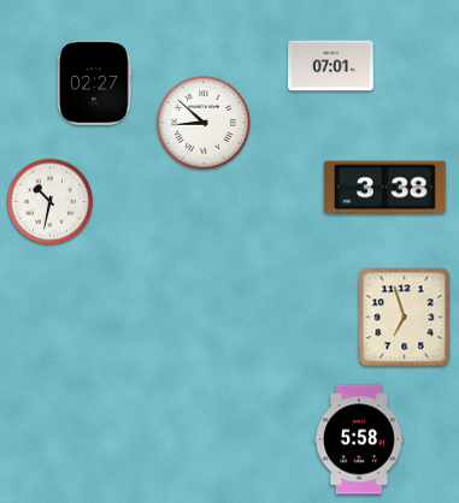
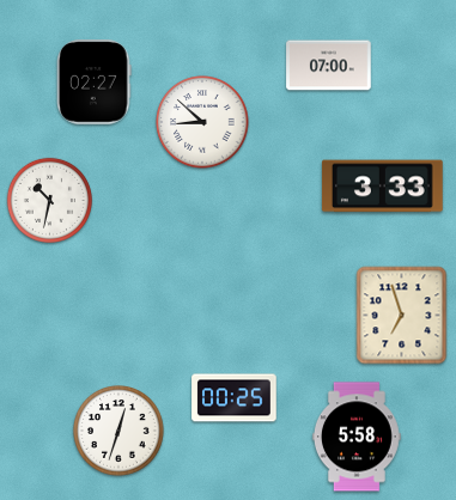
clock at (331, 66): 07:01 -> 07:00
clock at (386, 188): 3:38 -> 3:33
clock at (235, 398): none -> 00:25
clock at (120, 432): none -> 12:33
